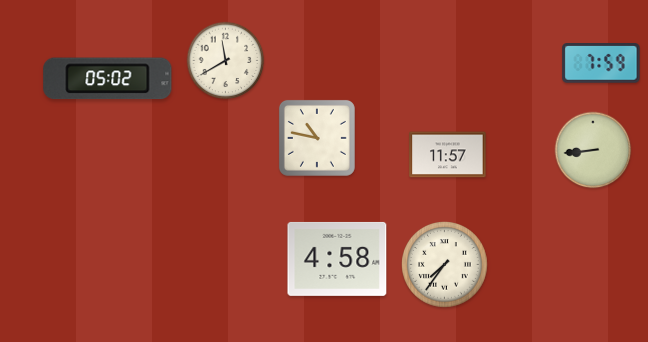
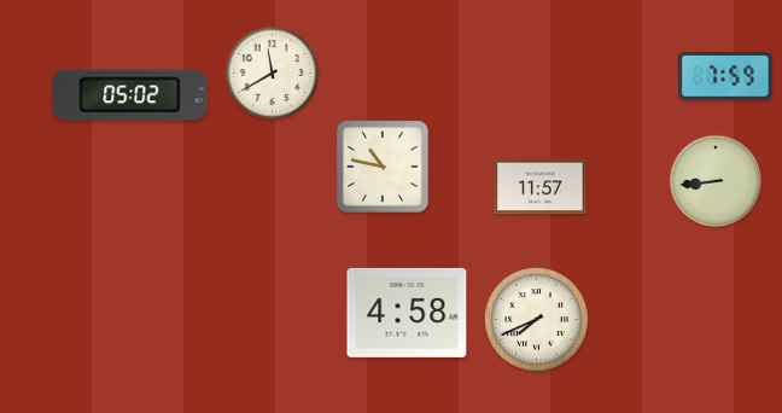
clock at (445, 265): 7:36 -> 7:41
